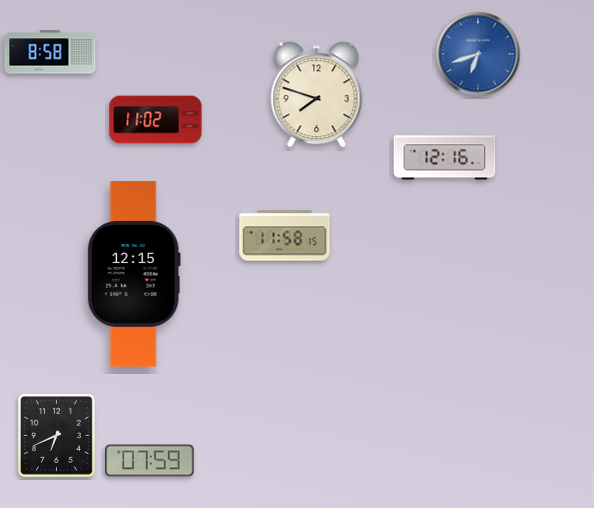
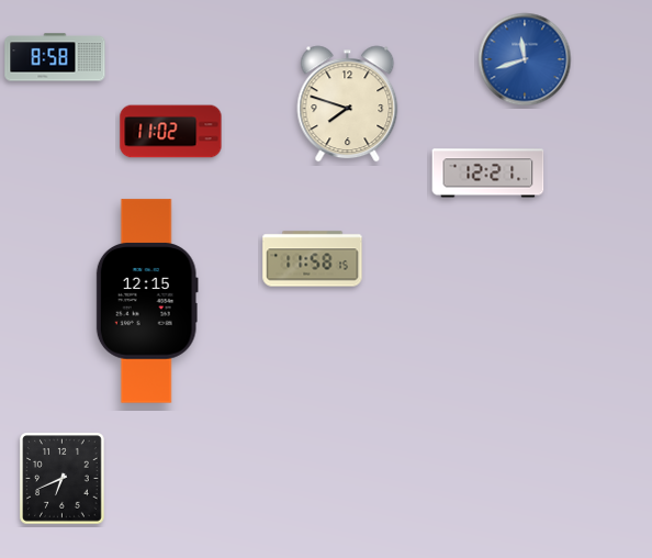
clock at (478, 54): 6:42 -> 11:42
clock at (445, 158): 12:16 -> 12:21
clock at (150, 461): 07:59 -> none
